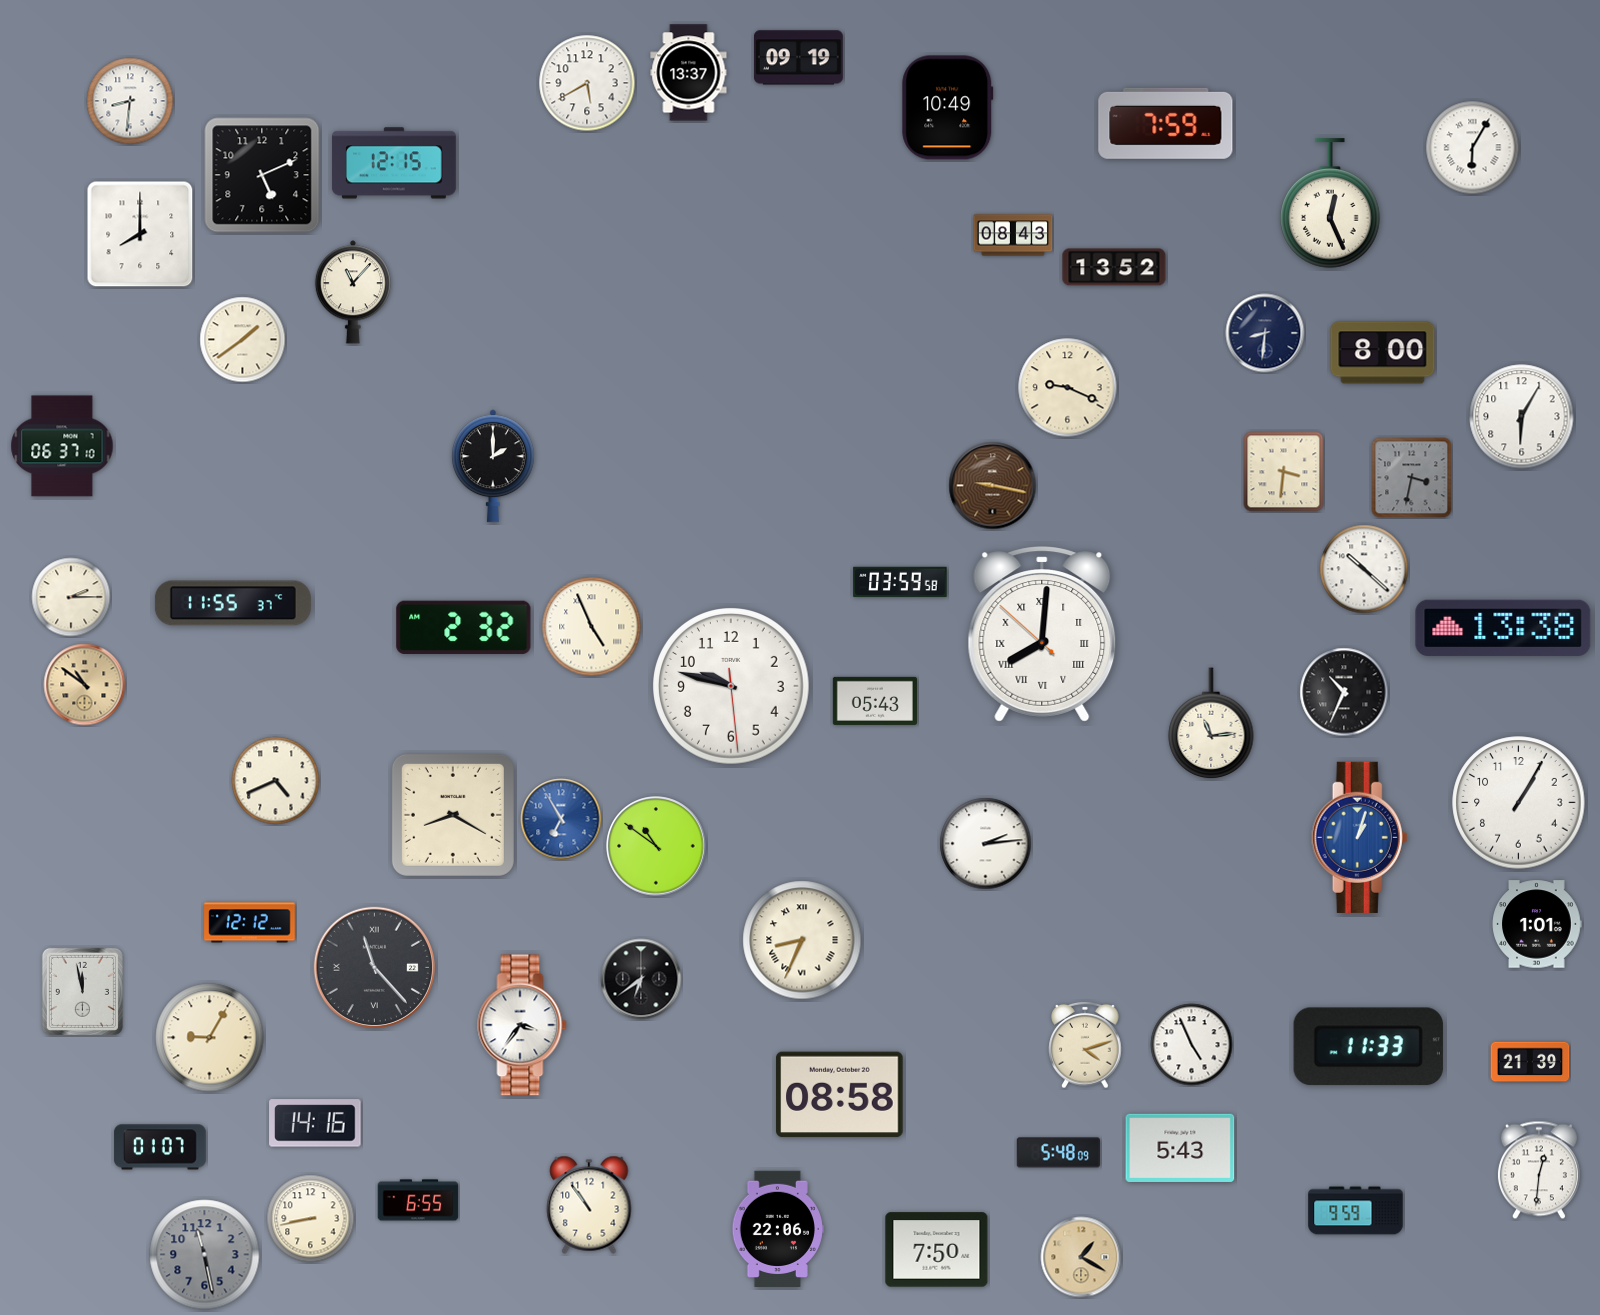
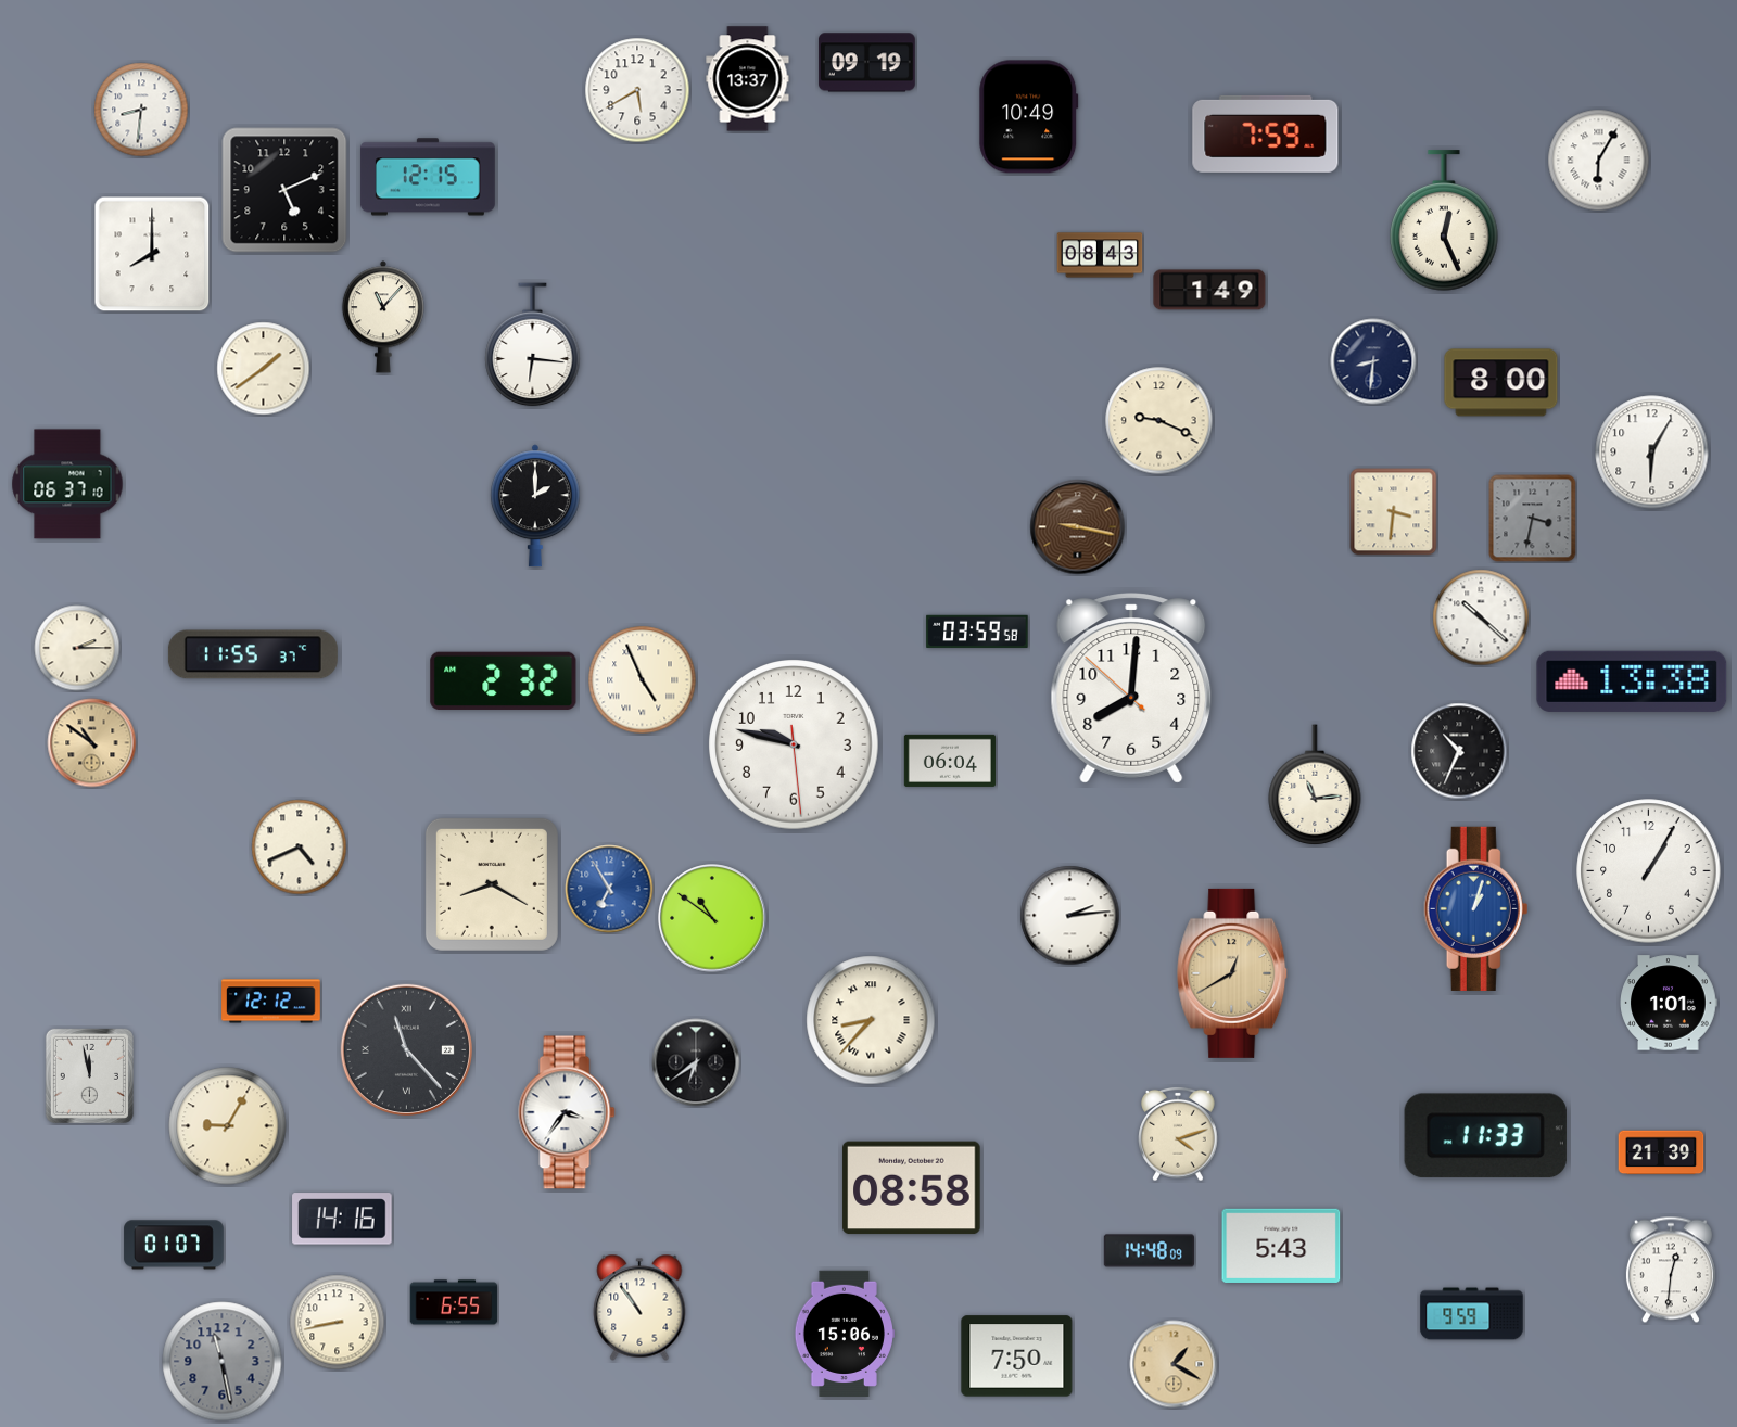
clock at (1114, 267): 13:52 -> 1:49
clock at (533, 345): none -> 6:16
clock at (1042, 634) numerals: Roman -> Arabic
clock at (875, 701): 05:43 -> 06:04
clock at (1233, 973): none -> 12:40
clock at (802, 940): 8:34 -> 8:37
clock at (1192, 1045): 4:56 -> none
clock at (1058, 1153): 5:48 -> 14:48
clock at (778, 1228): 22:06 -> 15:06
